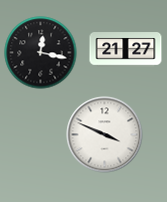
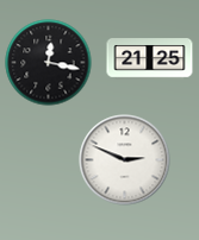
clock at (126, 50): 21:27 -> 21:25
clock at (105, 135): 3:49 -> 2:49
